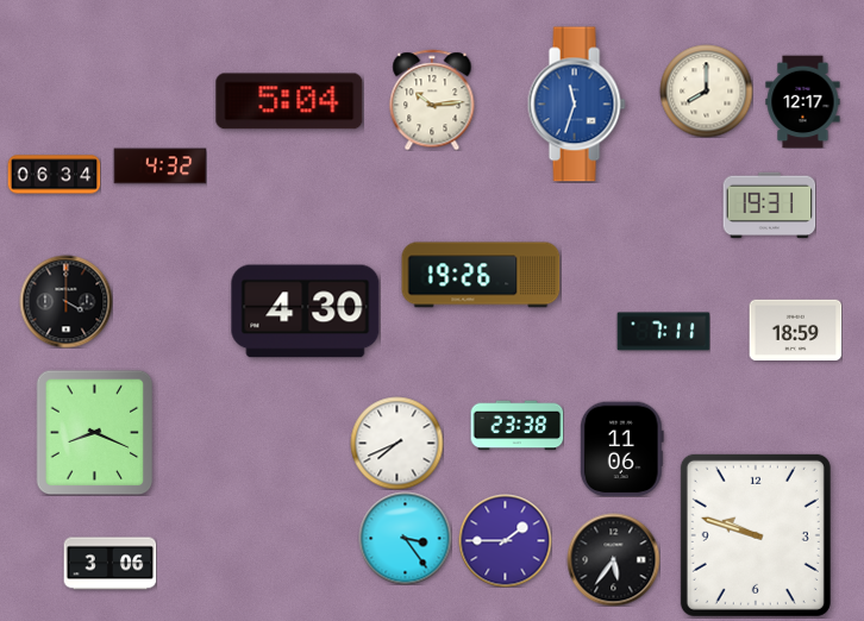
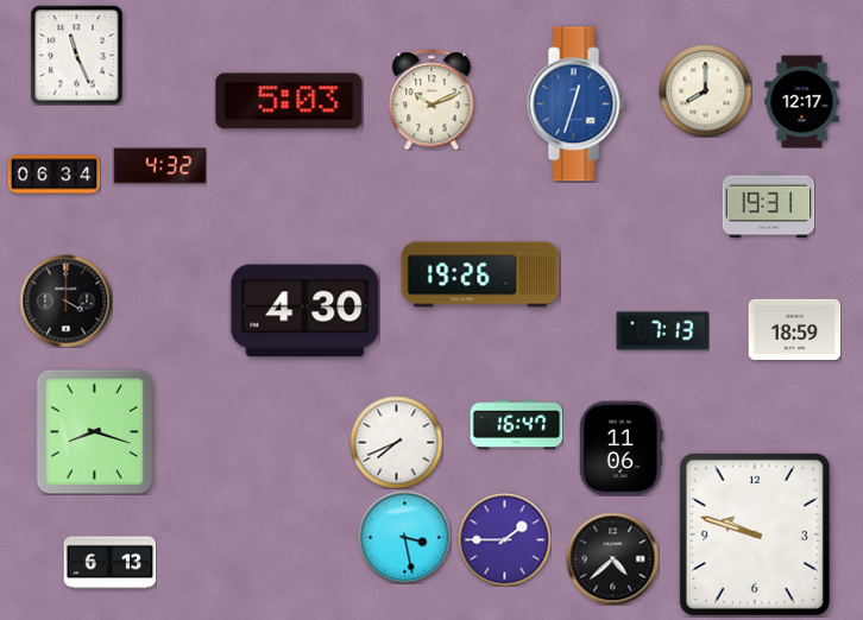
clock at (77, 55): none -> 11:26
clock at (432, 100): 10:14 -> 10:11
clock at (289, 101): 5:04 -> 5:03
clock at (576, 105): 11:33 -> 12:33
clock at (663, 332): 7:11 -> 7:13
clock at (516, 426): 23:38 -> 16:47
clock at (95, 432): 8:19 -> 8:18
clock at (405, 538): 3:24 -> 3:28
clock at (613, 559): 5:36 -> 4:38
clock at (109, 564): 3:06 -> 6:13
